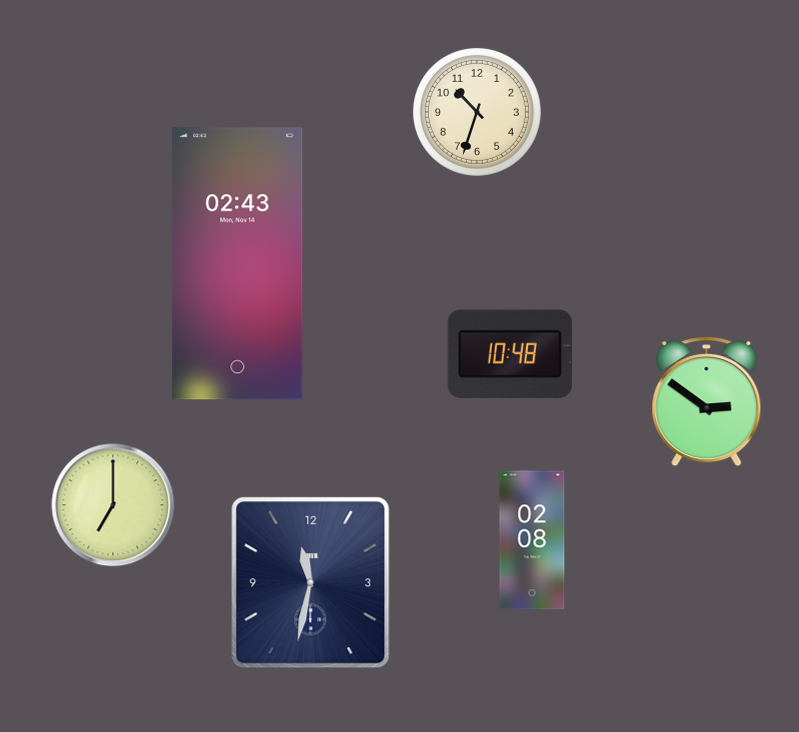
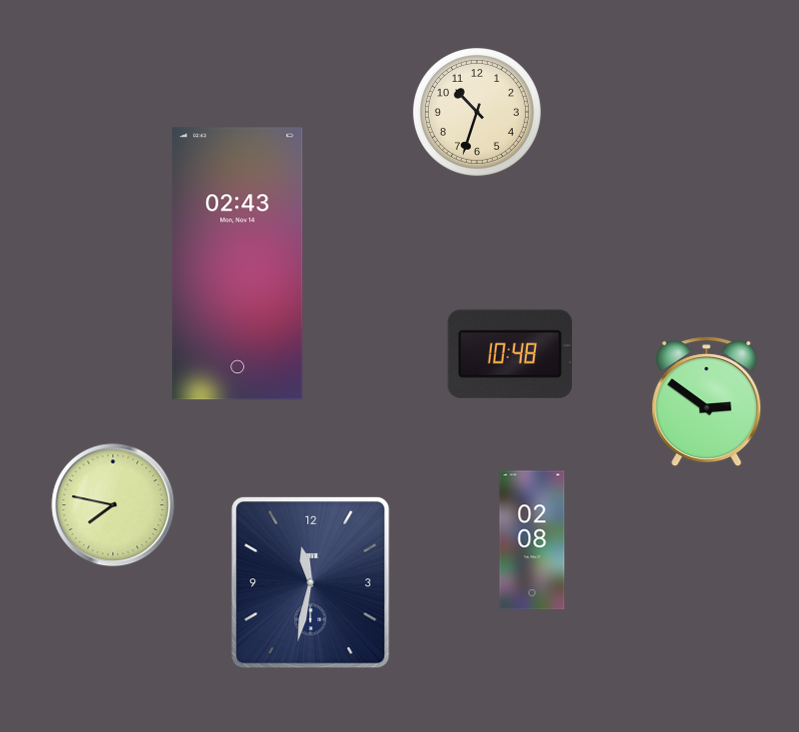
clock at (113, 505): 7:00 -> 7:47
